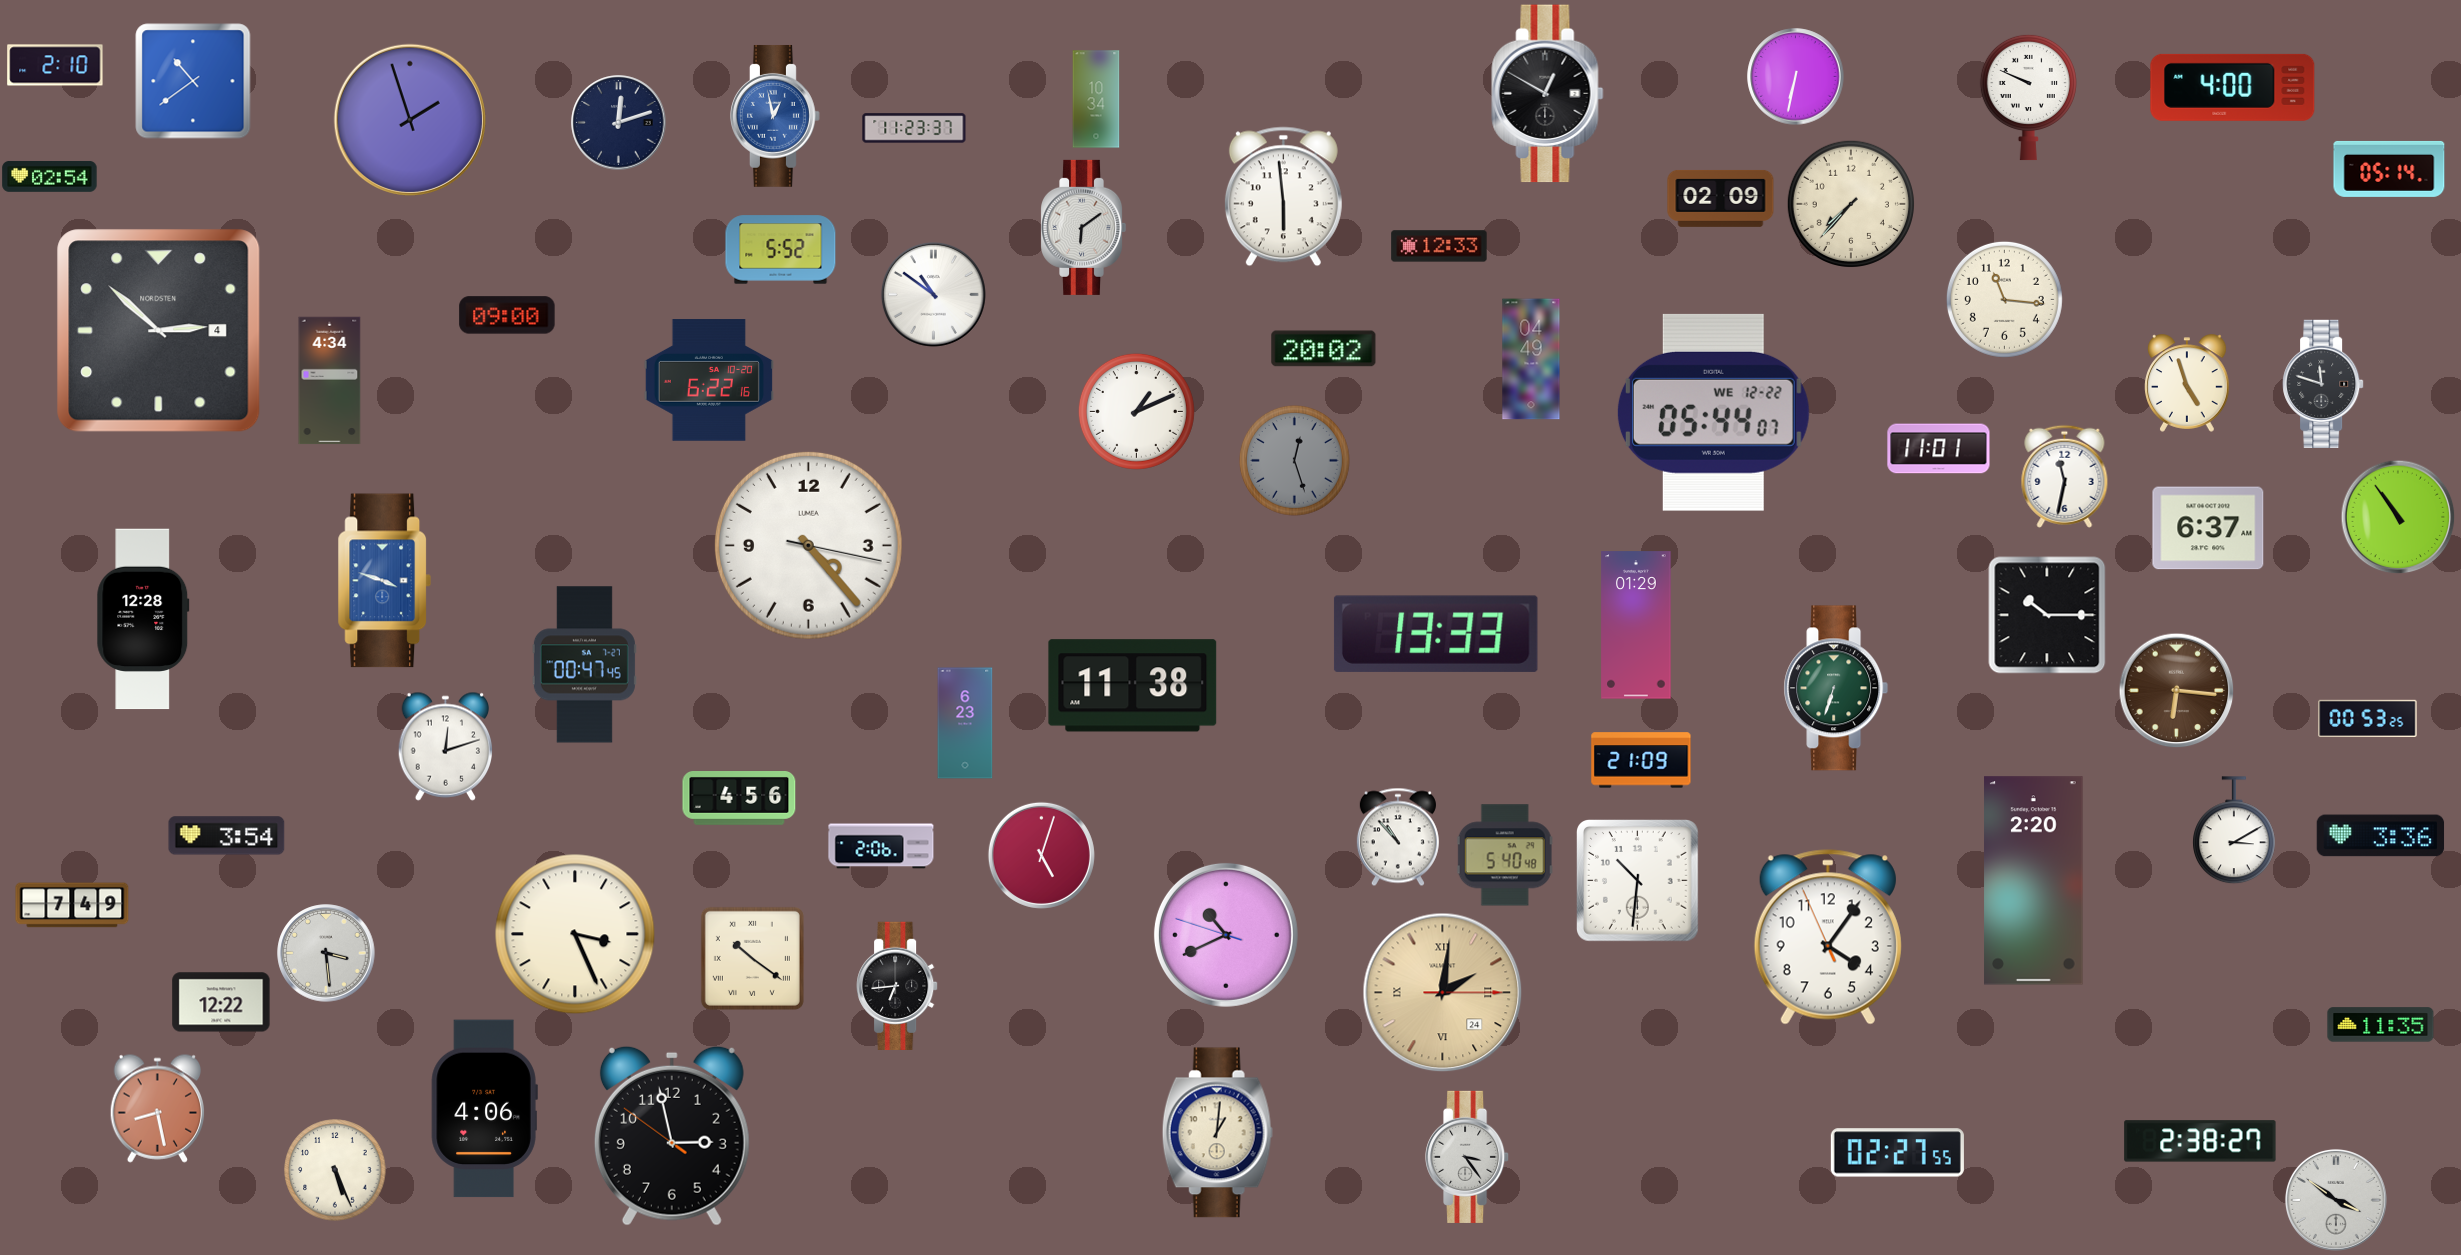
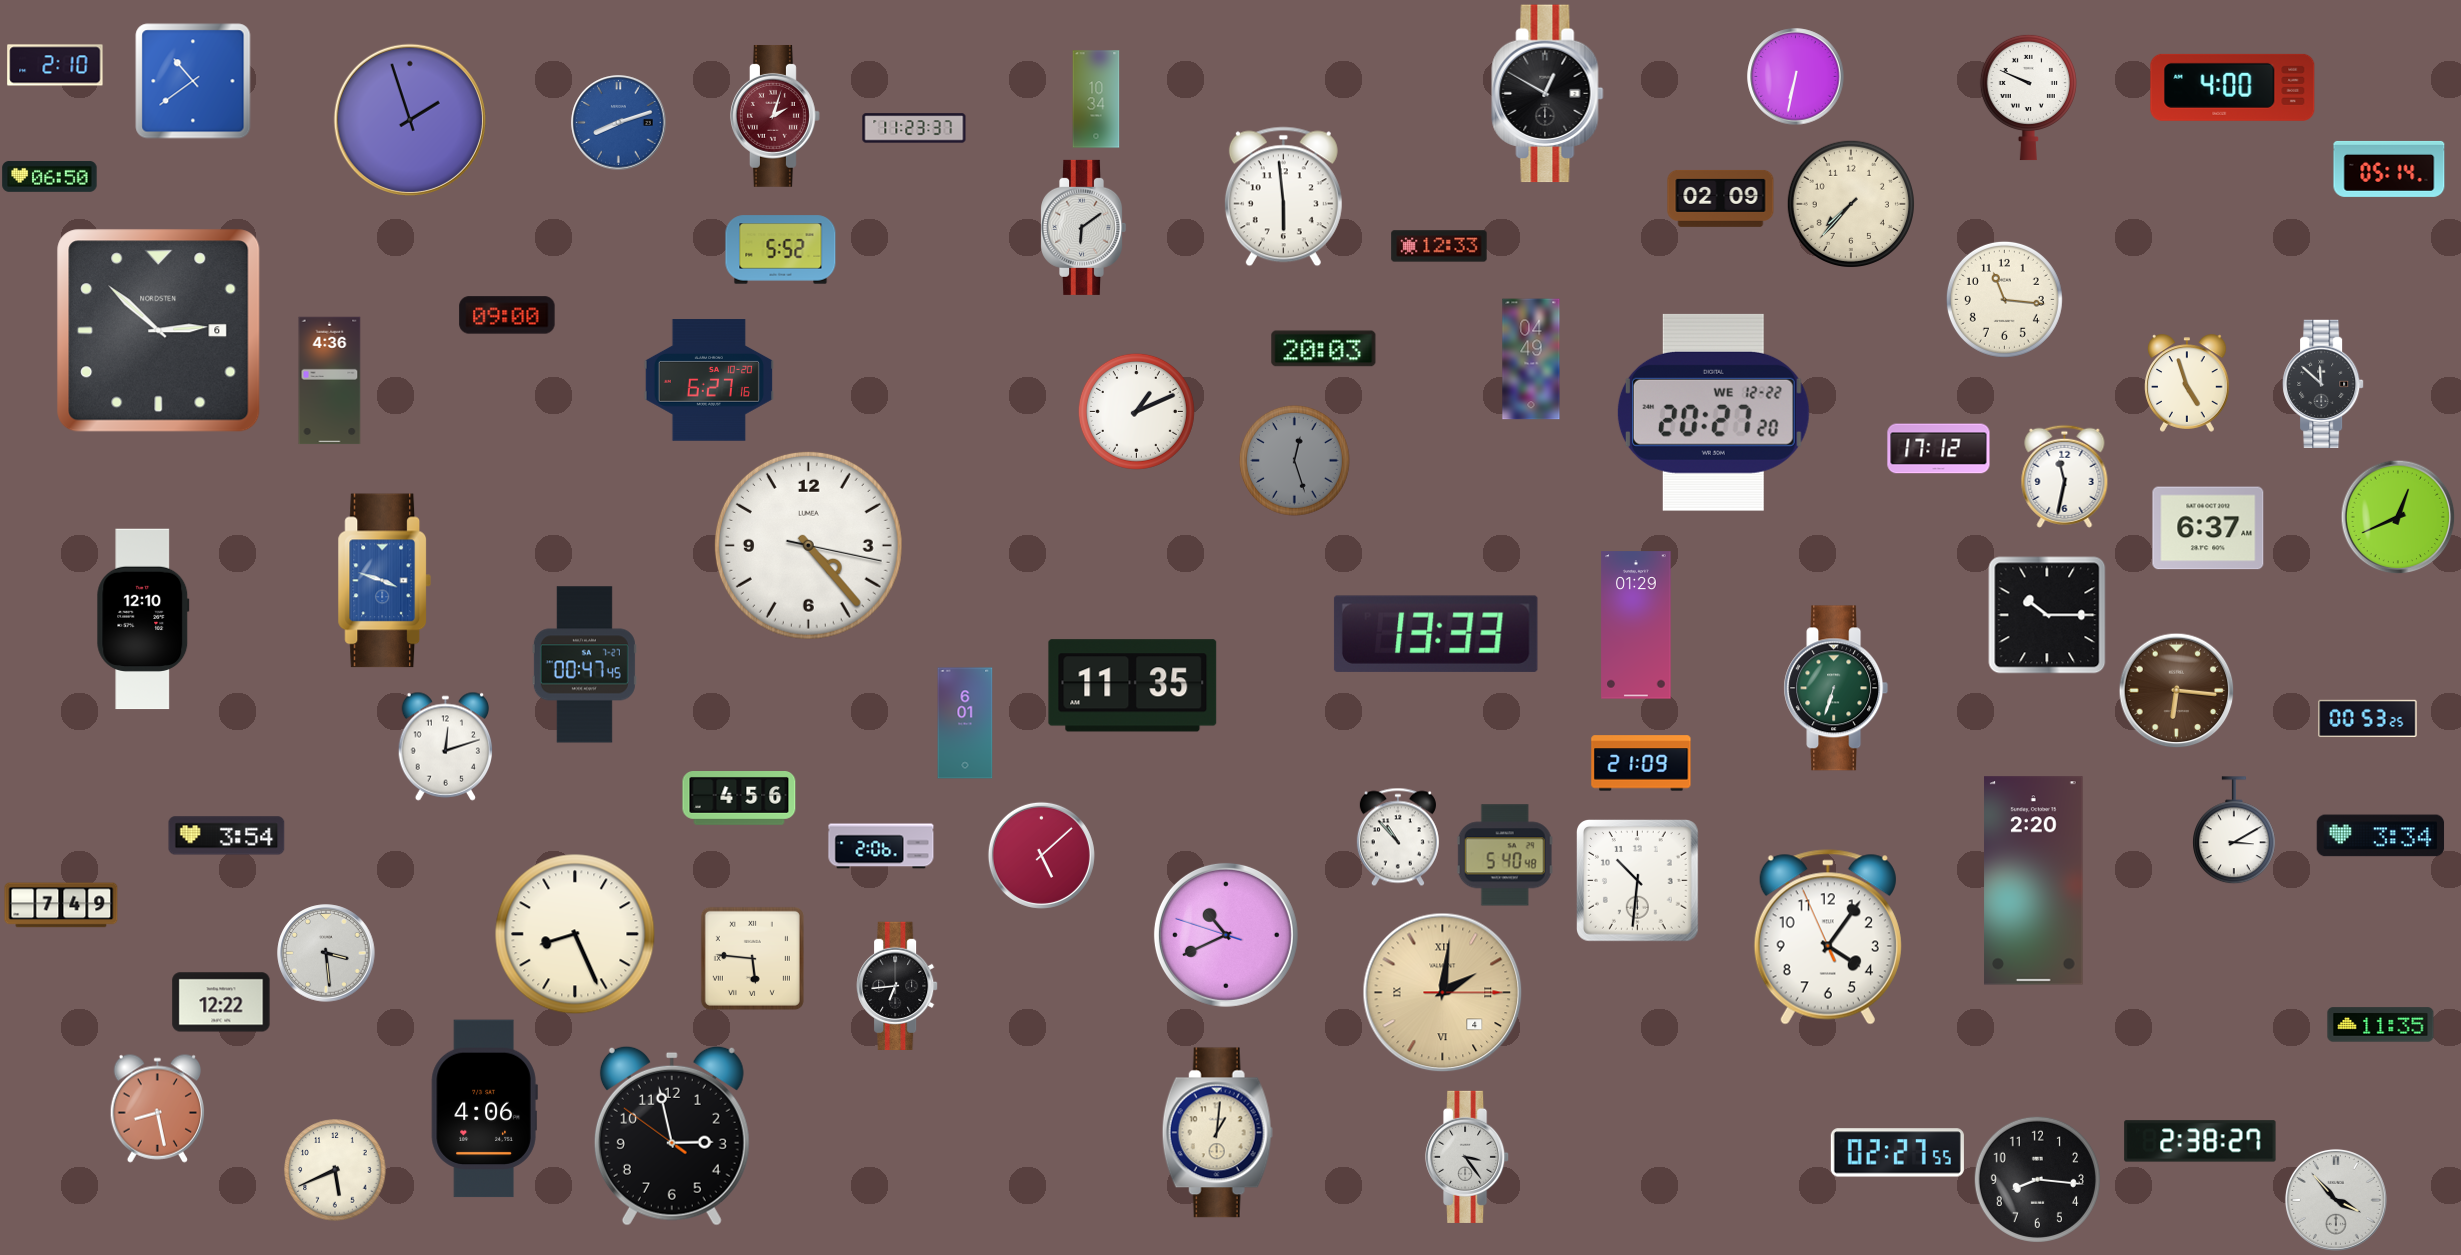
clock at (776, 116): 12:58 -> 2:03
clock at (776, 116) dial: blue -> burgundy
clock at (619, 123): 12:12 -> 8:12
clock at (619, 123) dial: navy -> blue
clock at (50, 176): 02:54 -> 06:50
clock at (933, 294): 10:51 -> none
clock at (159, 331) date: 4 -> 6
clock at (1324, 349): 20:02 -> 20:03
clock at (709, 380): 6:22 -> 6:27
clock at (330, 381): 4:34 -> 4:36
clock at (2323, 383): 11:48 -> 11:52
clock at (1713, 412): 05:44 -> 20:27
clock at (1939, 449): 11:01 -> 17:12
clock at (2398, 517): 10:54 -> 12:41
clock at (143, 619): 12:28 -> 12:10
clock at (1133, 686): 11:38 -> 11:35
clock at (965, 723): 6:23 -> 6:01
clock at (1641, 760) position: (1641, 760) -> (1641, 763)
clock at (2381, 836): 3:36 -> 3:34
clock at (1041, 855): 5:03 -> 5:08
clock at (72, 905) position: (72, 905) -> (61, 905)
clock at (575, 934): 3:26 -> 8:26
clock at (752, 958): 10:21 -> 5:46
clock at (1443, 993) date: 24 -> 4
clock at (335, 1170): 5:26 -> 5:41
clock at (2037, 1179): none -> 8:16
clock at (2336, 1200): 3:51 -> 3:53
